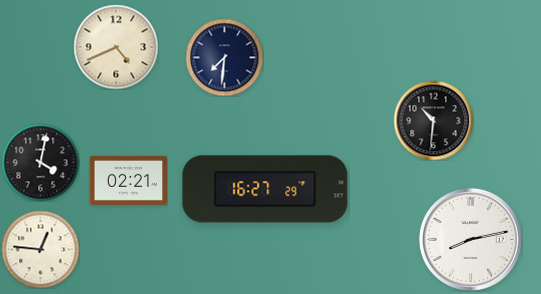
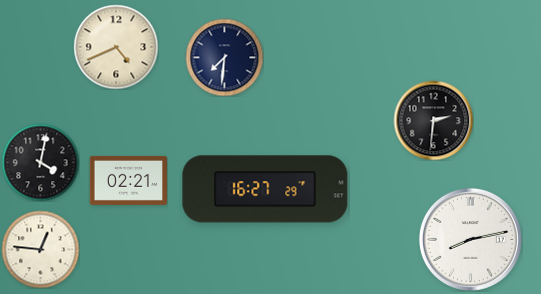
clock at (433, 120): 10:31 -> 2:31
